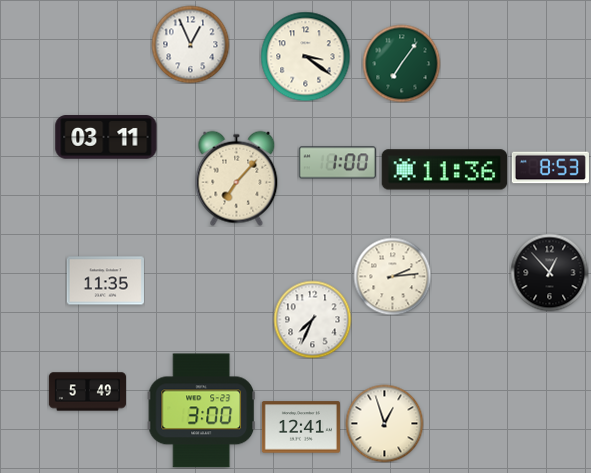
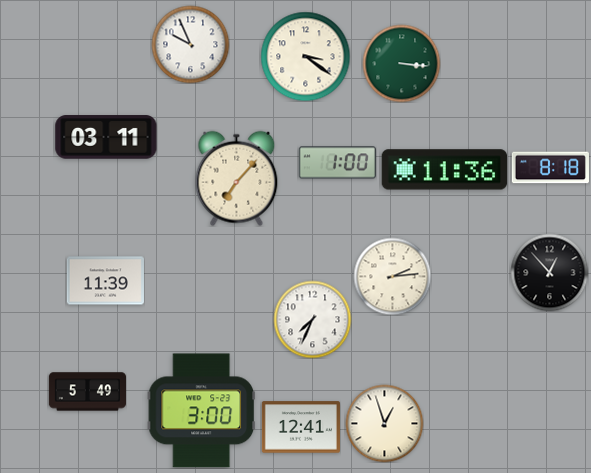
clock at (190, 44): 12:56 -> 9:56
clock at (401, 63): 7:06 -> 3:16
clock at (550, 168): 8:53 -> 8:18
clock at (105, 281): 11:35 -> 11:39
